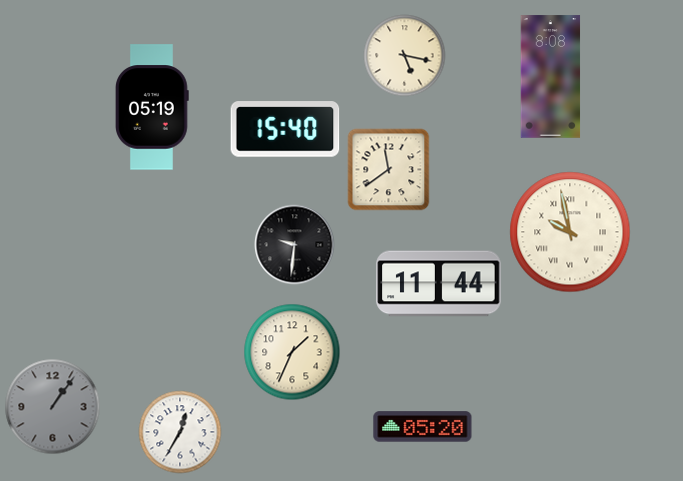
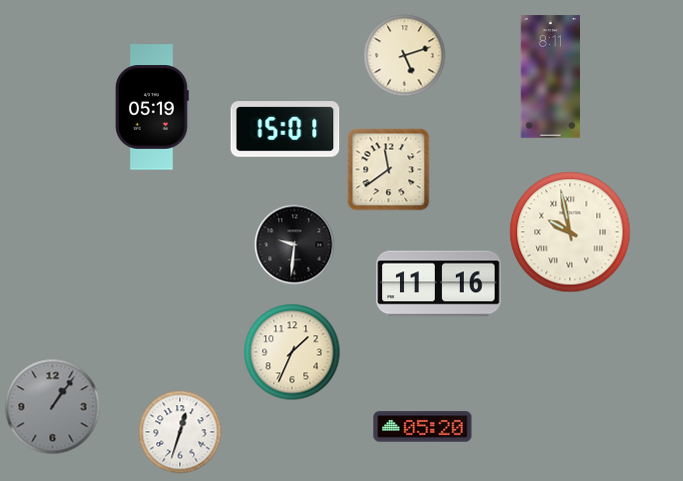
clock at (405, 56): 5:17 -> 5:12
clock at (551, 77): 8:08 -> 8:11
clock at (285, 129): 15:40 -> 15:01
clock at (439, 284): 11:44 -> 11:16
clock at (180, 432): 12:35 -> 12:33
